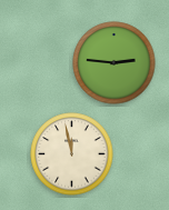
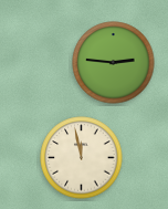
clock at (72, 154) position: (72, 154) -> (82, 158)
